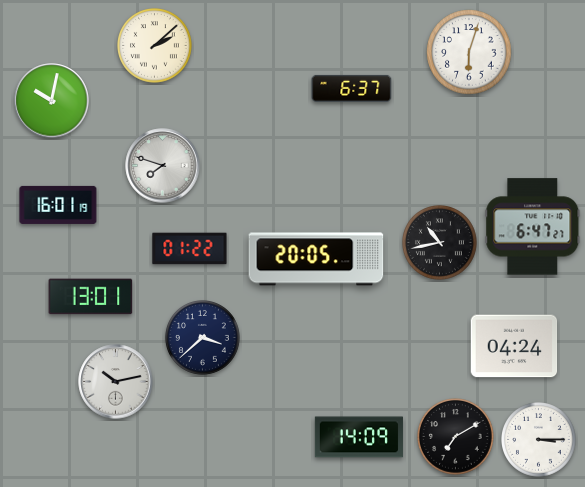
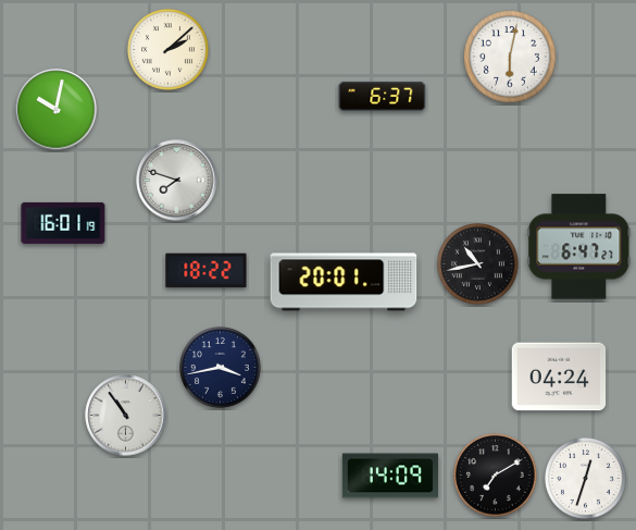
clock at (469, 52): 6:03 -> 6:02
clock at (190, 249): 01:22 -> 18:22
clock at (316, 259): 20:05 -> 20:01
clock at (91, 297): 13:01 -> none
clock at (203, 338): 3:38 -> 3:43
clock at (116, 382): 10:13 -> 10:54
clock at (539, 440): 3:15 -> 12:33
